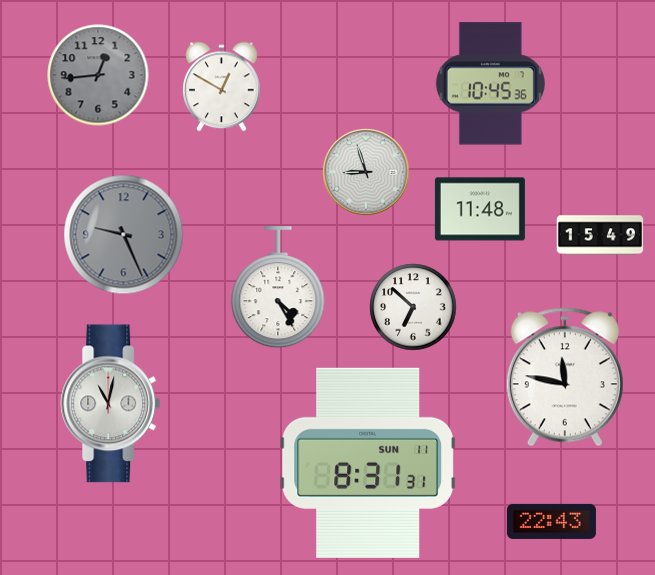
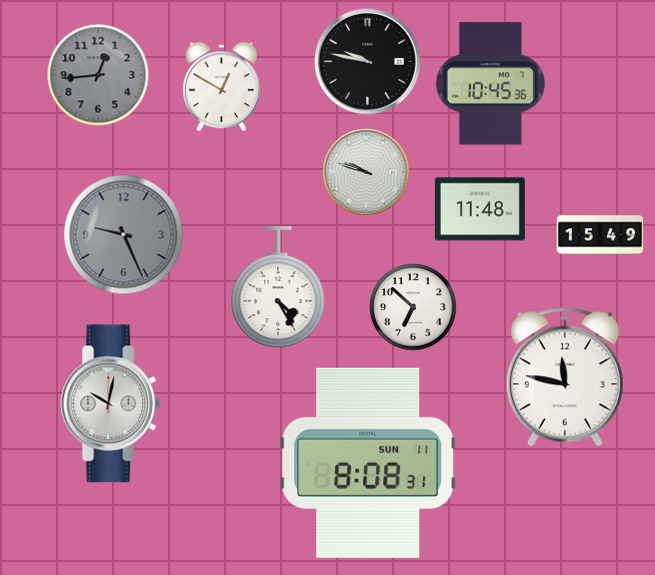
clock at (368, 62): none -> 9:47
clock at (366, 172): 8:57 -> 9:48
clock at (111, 404): 11:02 -> 10:02
clock at (368, 463): 8:31 -> 8:08
clock at (551, 521): 22:43 -> none
